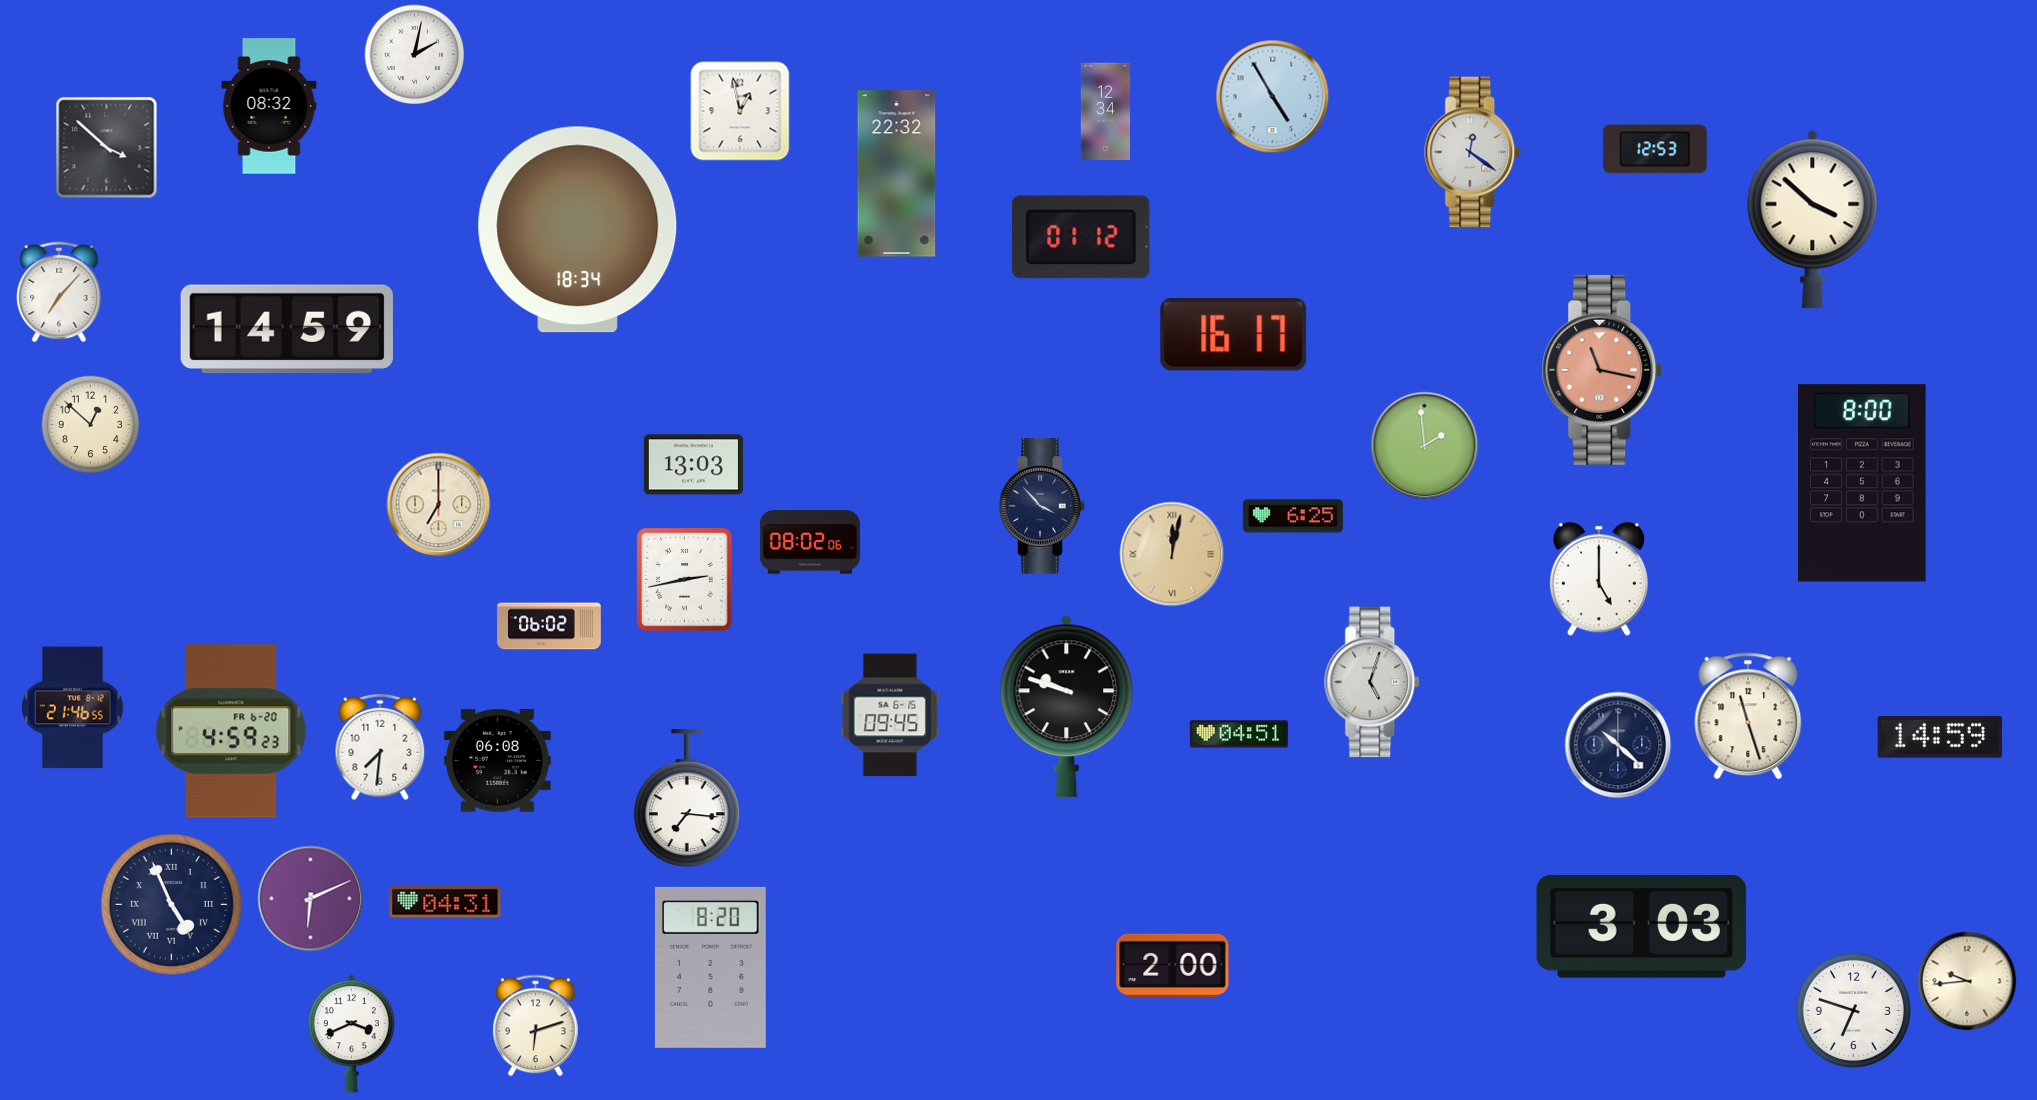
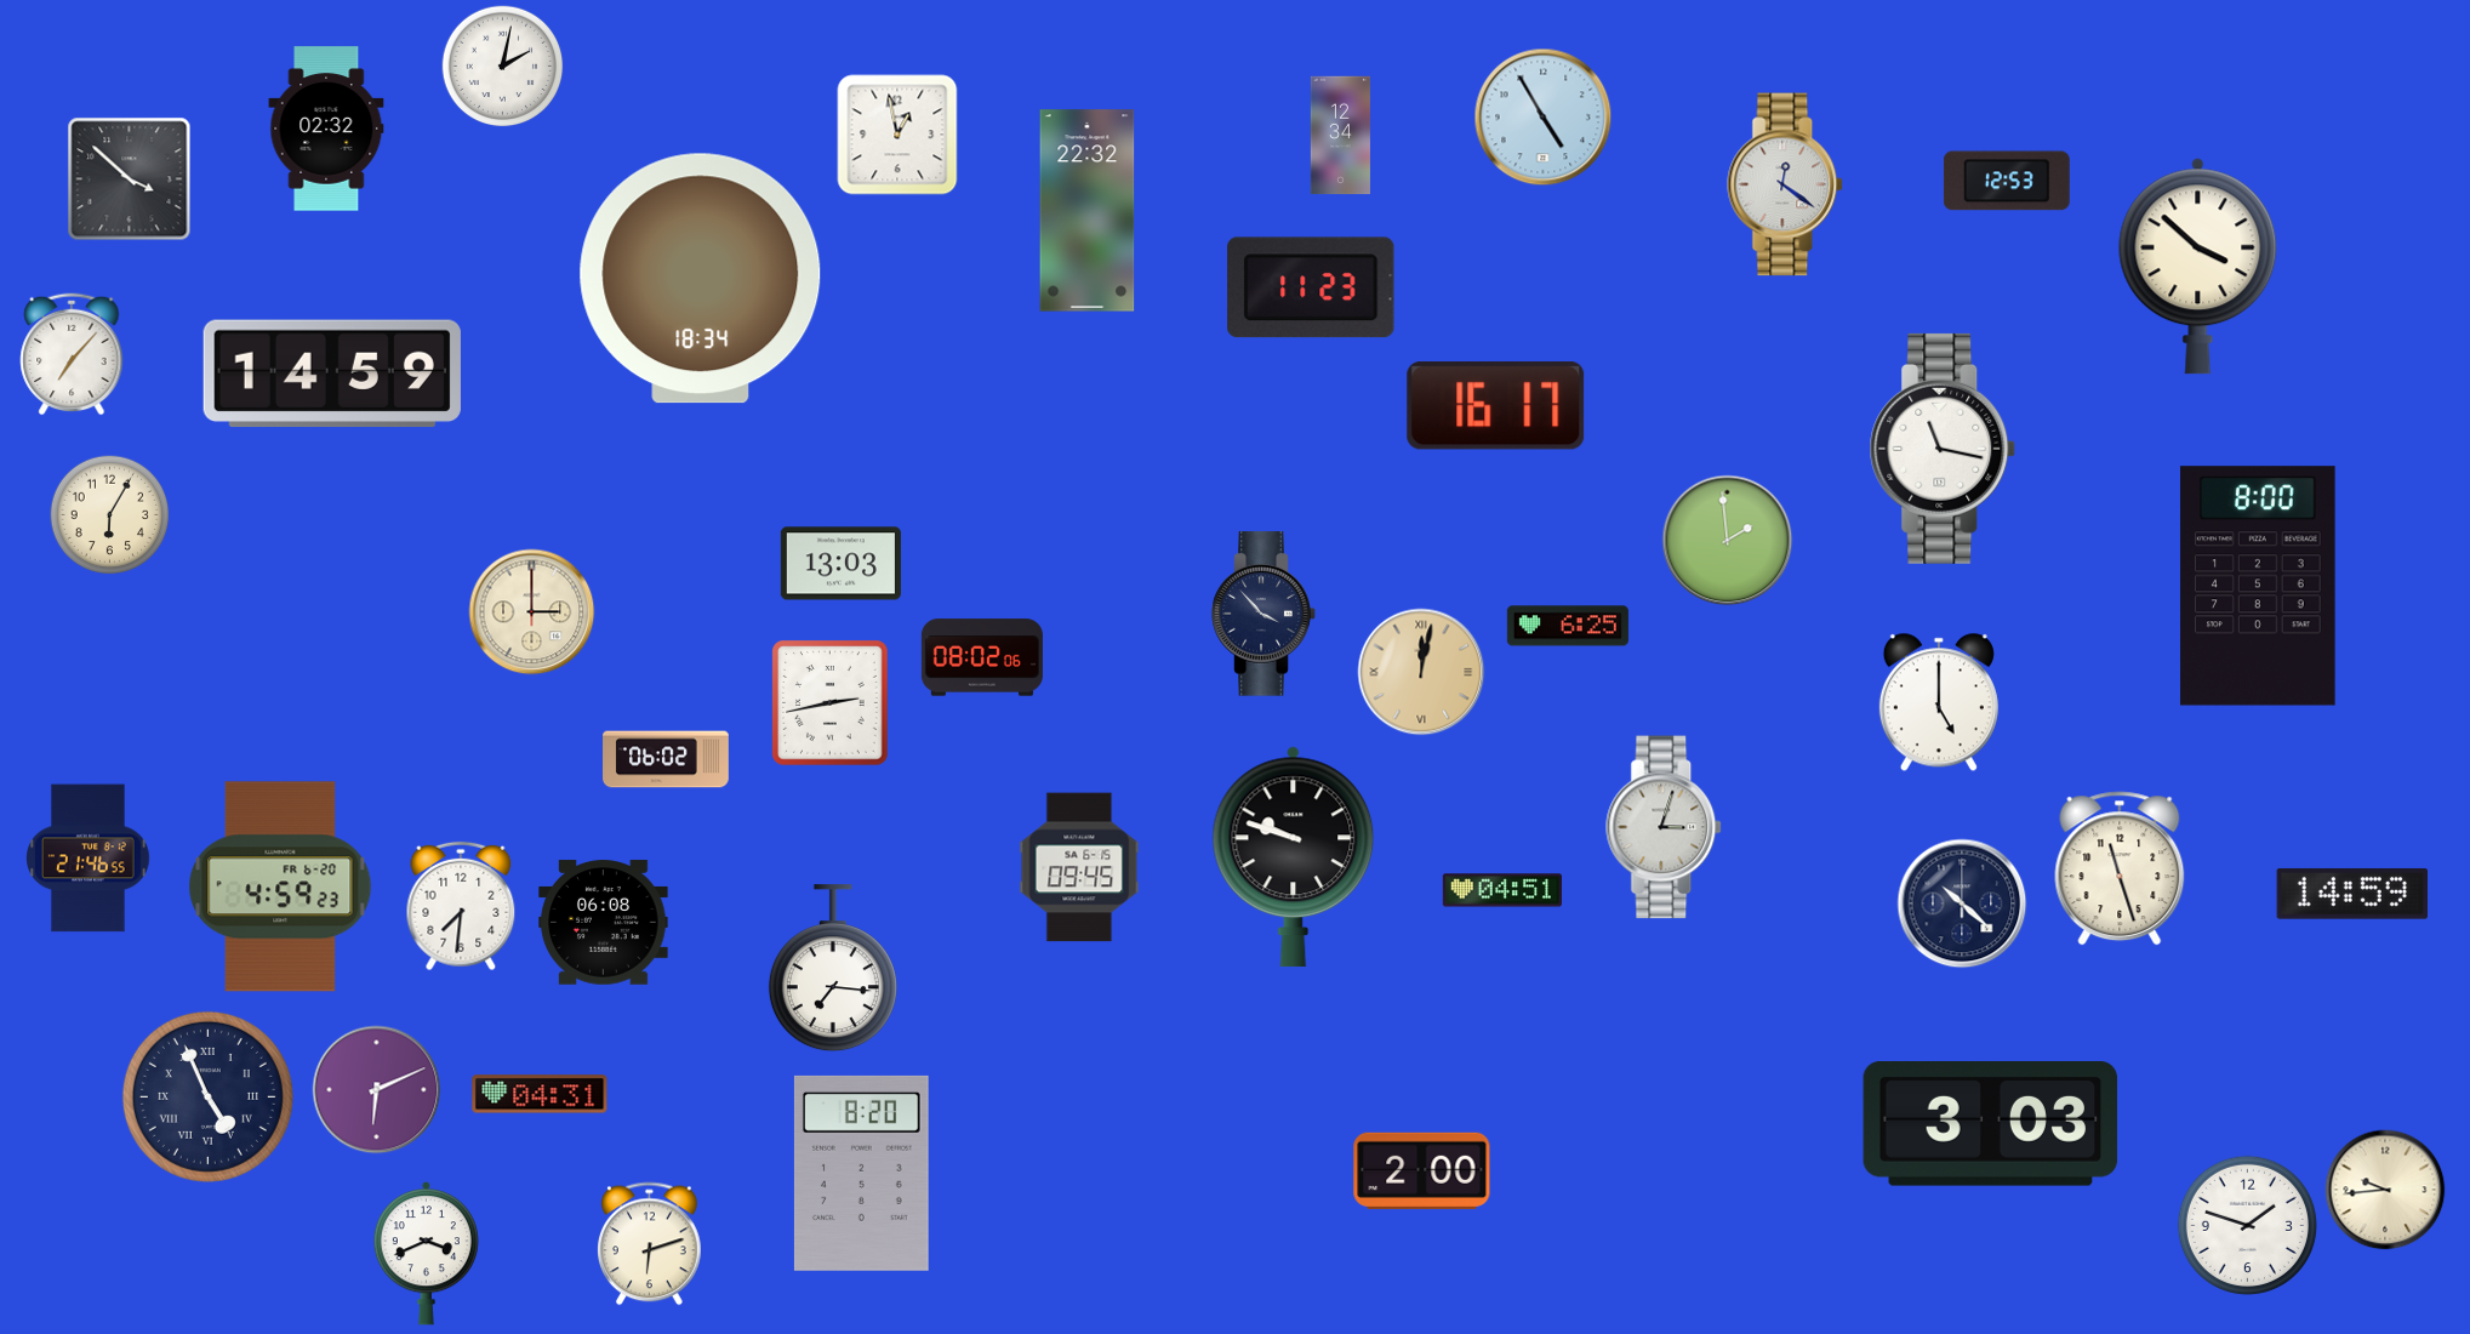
clock at (269, 106): 08:32 -> 02:32
clock at (1081, 237): 01:12 -> 11:23
clock at (287, 329) position: (287, 329) -> (332, 374)
clock at (1602, 370) dial: salmon -> white
clock at (91, 425): 12:52 -> 6:05
clock at (439, 505): 7:00 -> 3:00
clock at (1373, 682): 5:03 -> 3:03
clock at (1853, 1010): 6:48 -> 1:48
